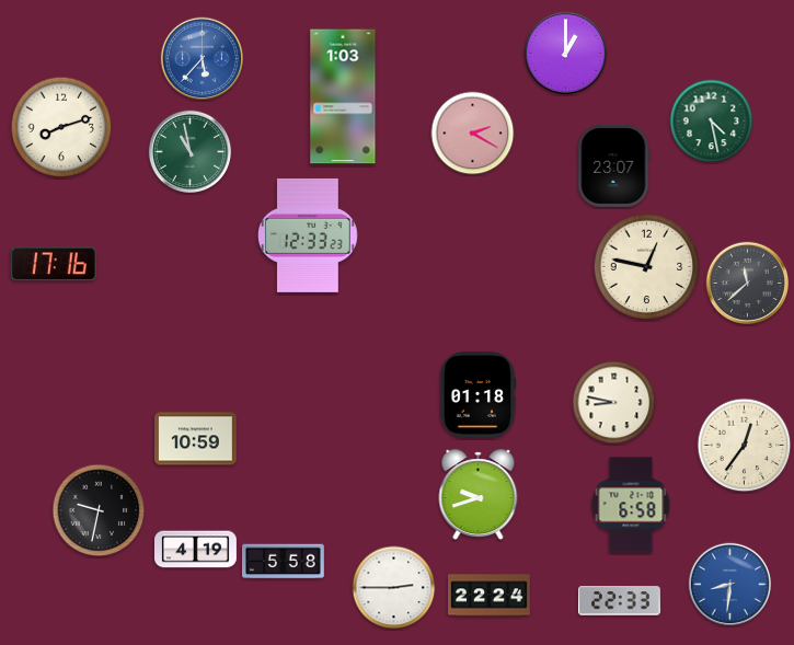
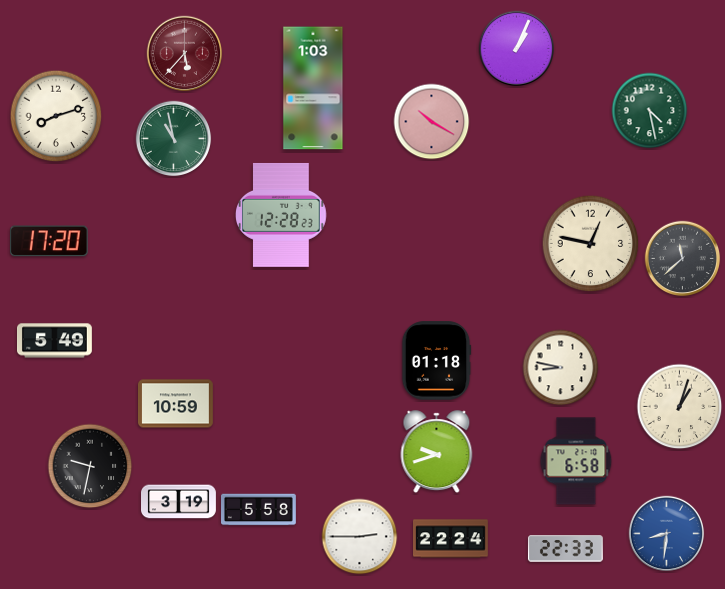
clock at (566, 54): 1:00 -> 1:04
clock at (203, 59) dial: blue -> burgundy
clock at (473, 134): 2:20 -> 10:20
clock at (614, 165): 23:07 -> none
clock at (308, 235): 12:33 -> 12:28
clock at (54, 264): 17:16 -> 17:20
clock at (55, 341): none -> 5:49
clock at (196, 439) position: (196, 439) -> (176, 404)
clock at (745, 446): 12:36 -> 1:03
clock at (196, 550): 4:19 -> 3:19
clock at (284, 562) position: (284, 562) -> (259, 510)
clock at (490, 596) position: (490, 596) -> (451, 539)
